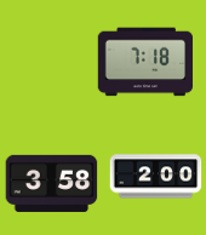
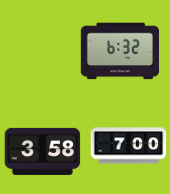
clock at (144, 62): 7:18 -> 6:32
clock at (156, 177): 2:00 -> 7:00
